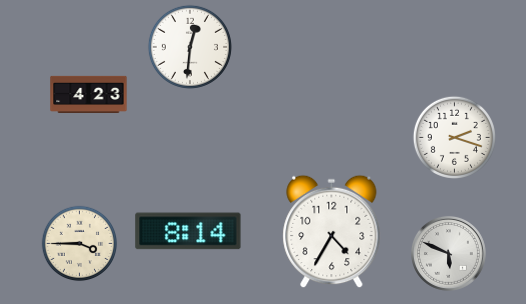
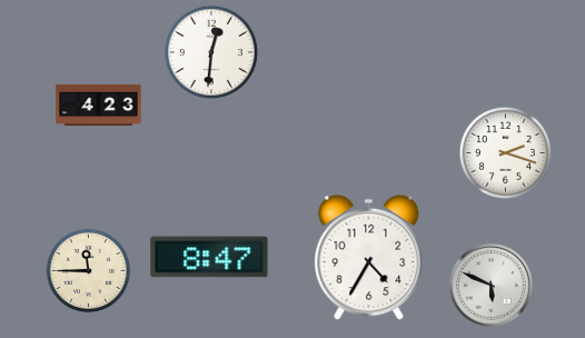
clock at (188, 231): 8:14 -> 8:47
clock at (80, 244): 3:45 -> 11:45
clock at (448, 253) position: (448, 253) -> (490, 285)
